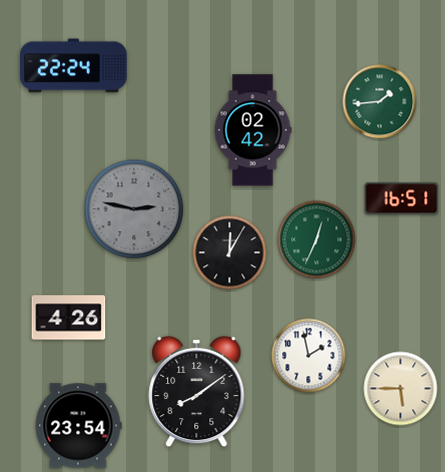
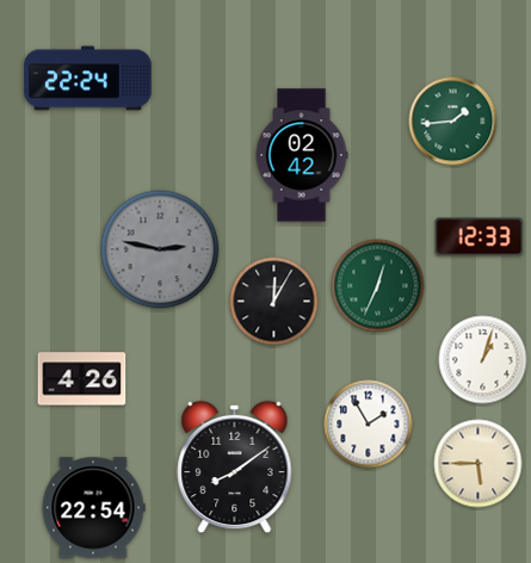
clock at (402, 199): 16:51 -> 12:33
clock at (483, 360): none -> 1:03
clock at (309, 356): 1:58 -> 1:55
clock at (78, 426): 23:54 -> 22:54
